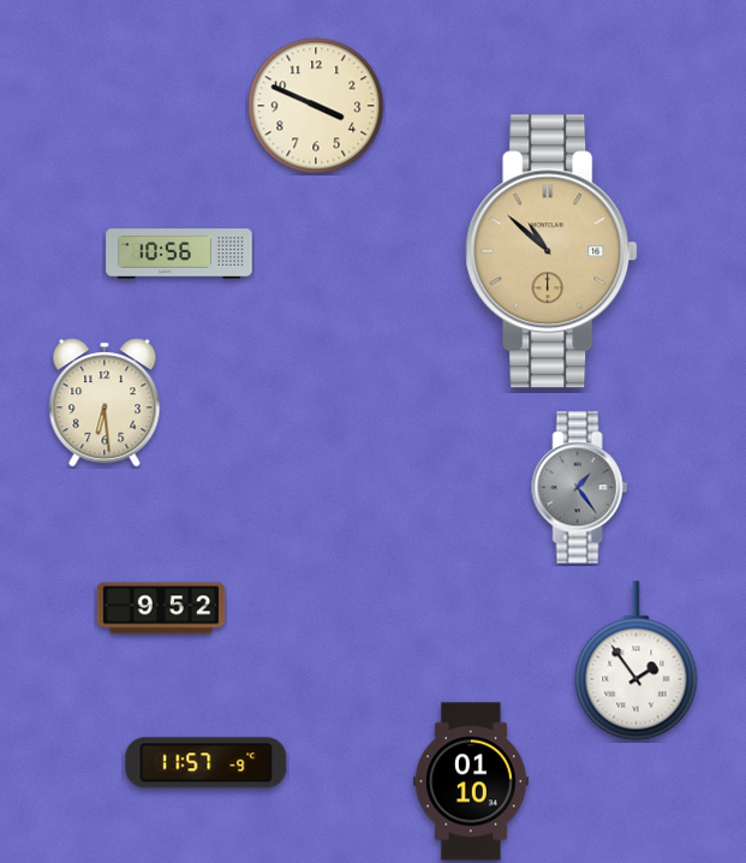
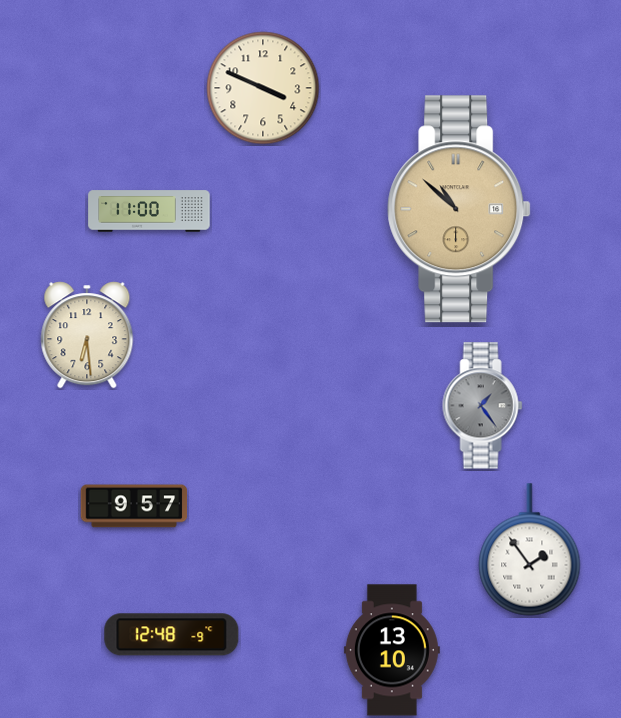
clock at (179, 254): 10:56 -> 11:00
clock at (161, 608): 9:52 -> 9:57
clock at (207, 763): 11:57 -> 12:48
clock at (471, 781): 01:10 -> 13:10
